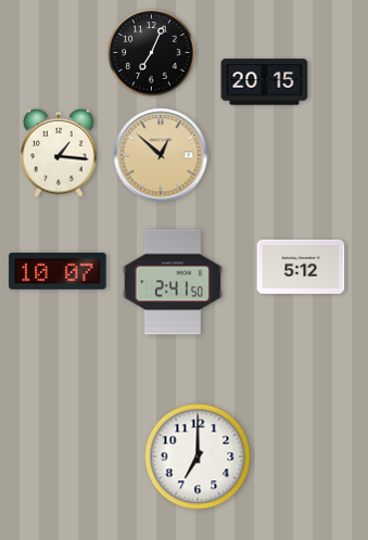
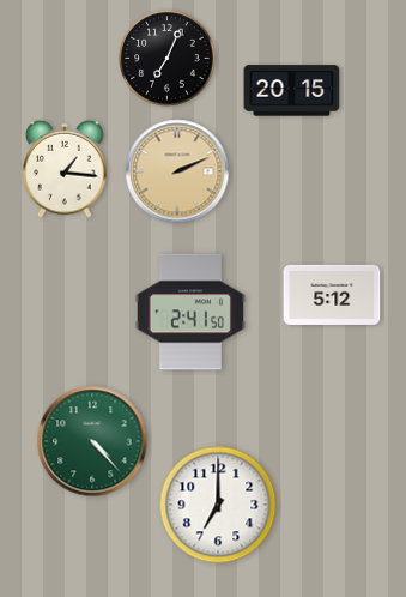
clock at (161, 155): 12:52 -> 2:11
clock at (58, 271): 10:07 -> none
clock at (92, 441): none -> 4:23
